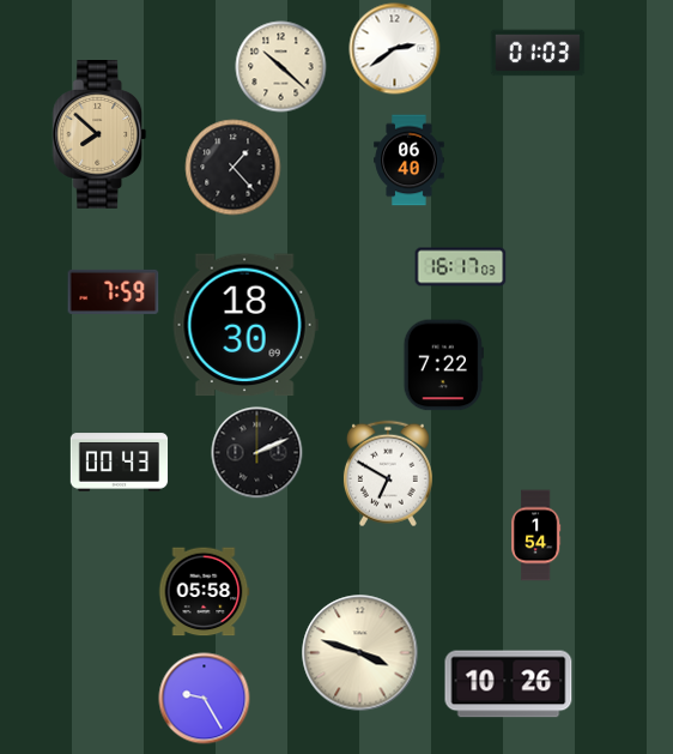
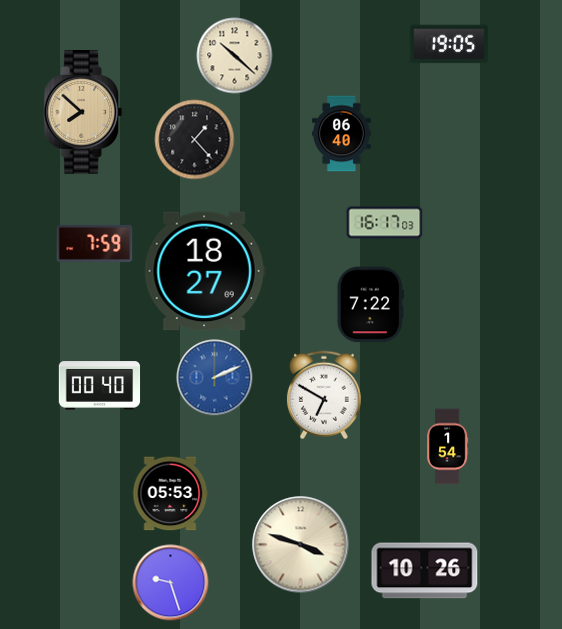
clock at (395, 49): 2:39 -> none
clock at (538, 53): 01:03 -> 19:05
clock at (245, 325): 18:30 -> 18:27
clock at (257, 453) dial: black -> blue
clock at (120, 463): 00:43 -> 00:40
clock at (204, 592): 05:58 -> 05:53
clock at (205, 699): 9:25 -> 9:27
